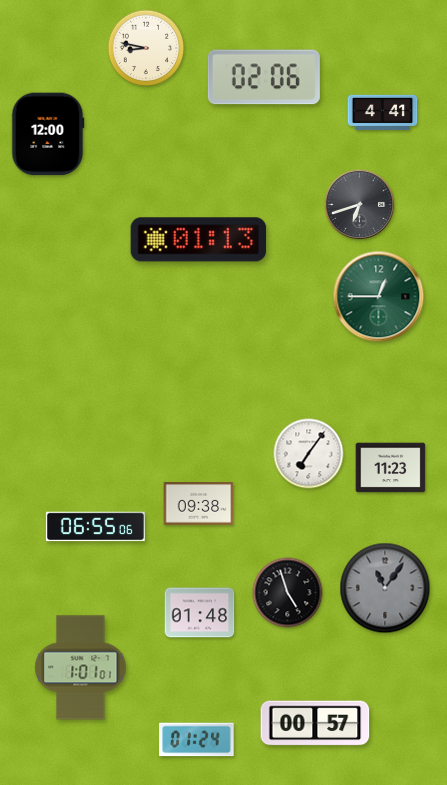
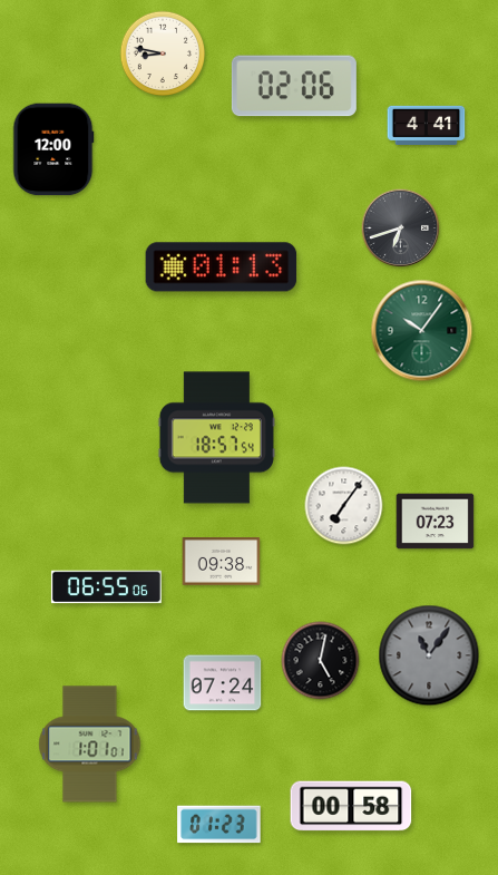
clock at (379, 297): 12:45 -> 10:06
clock at (216, 438): none -> 18:57
clock at (391, 468): 11:23 -> 07:23
clock at (288, 593): 4:57 -> 5:02
clock at (200, 613): 01:48 -> 07:24
clock at (315, 723): 00:57 -> 00:58
clock at (197, 740): 01:24 -> 01:23
